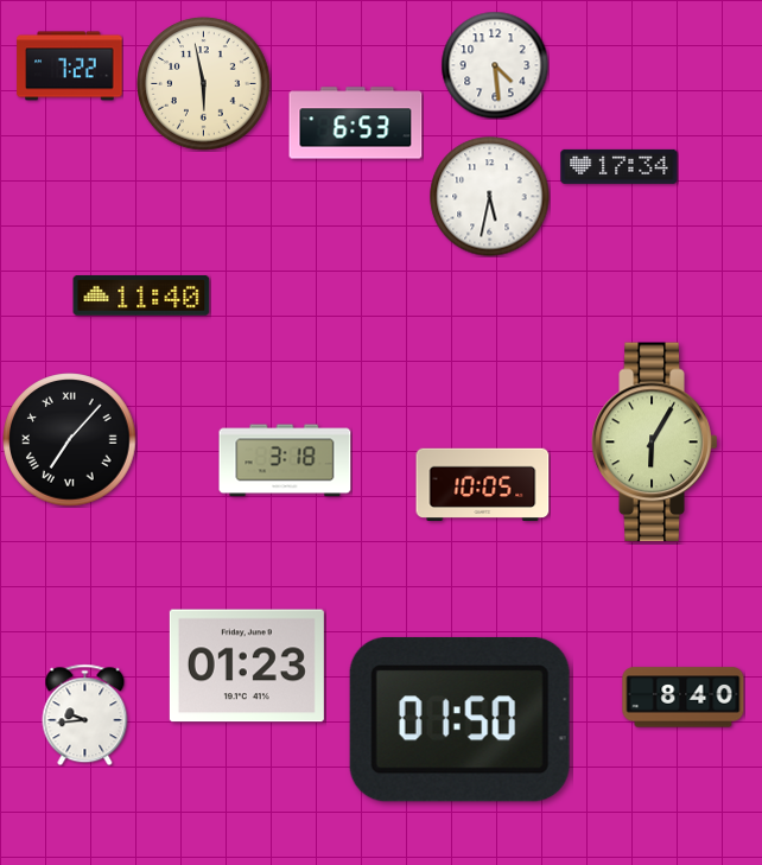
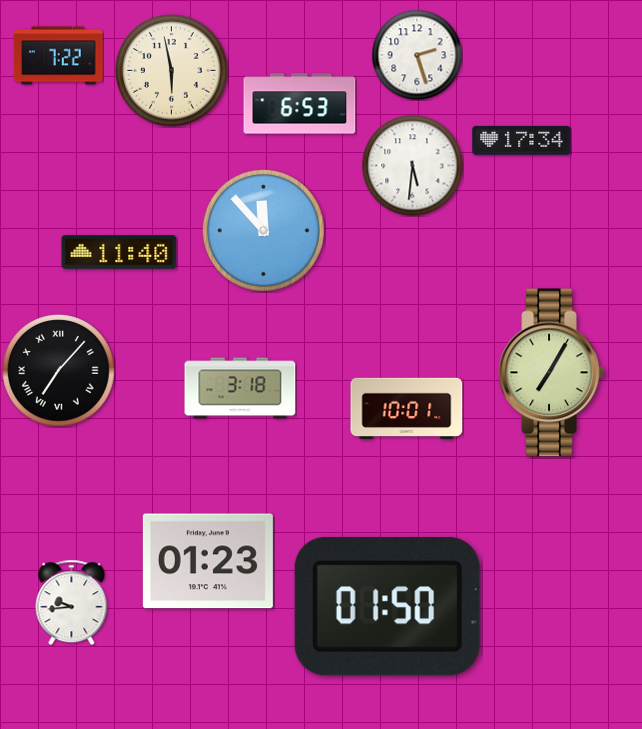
clock at (495, 65): 4:29 -> 2:27
clock at (490, 197): 5:32 -> 5:31
clock at (263, 230): none -> 11:53
clock at (141, 297) position: (141, 297) -> (119, 253)
clock at (655, 443): 6:05 -> 7:05
clock at (483, 485): 10:05 -> 10:01
clock at (684, 698): 8:40 -> none
